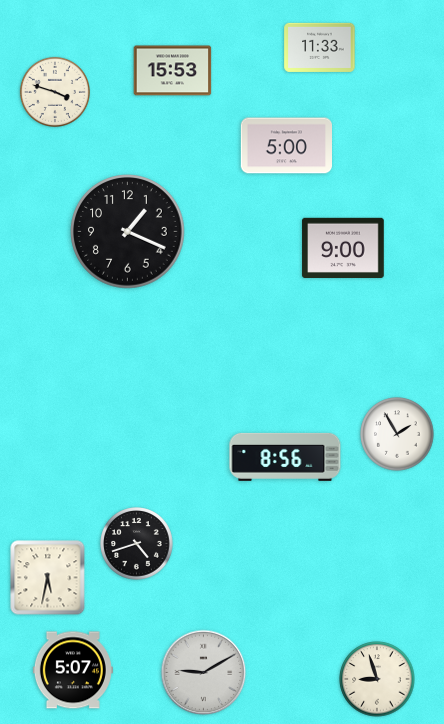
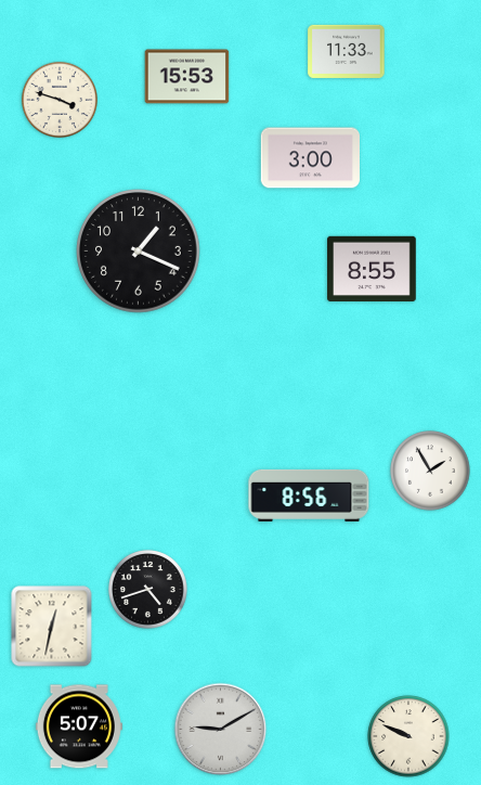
clock at (286, 146): 5:00 -> 3:00
clock at (343, 247): 9:00 -> 8:55
clock at (48, 578): 5:32 -> 12:32
clock at (377, 679): 8:57 -> 9:49
